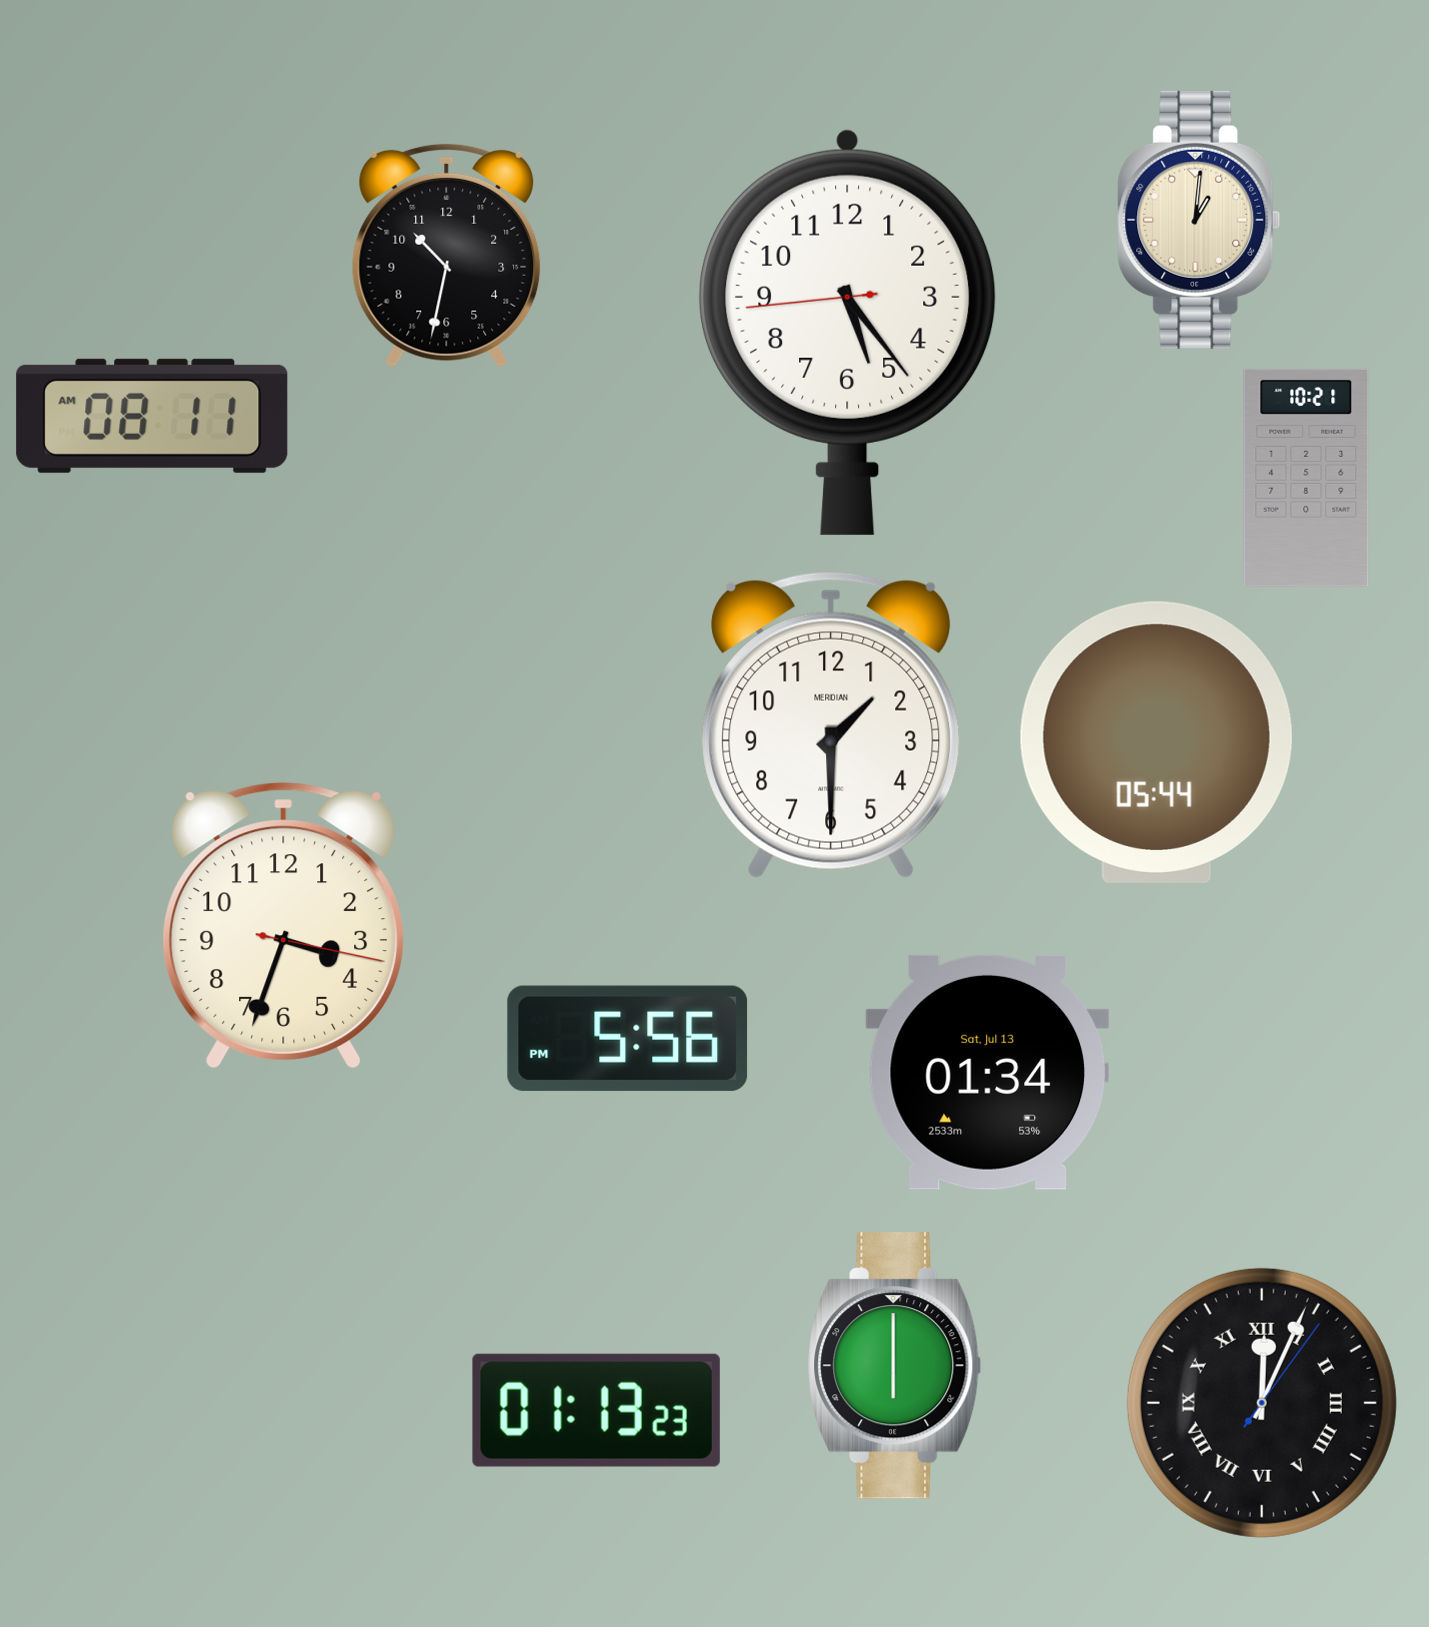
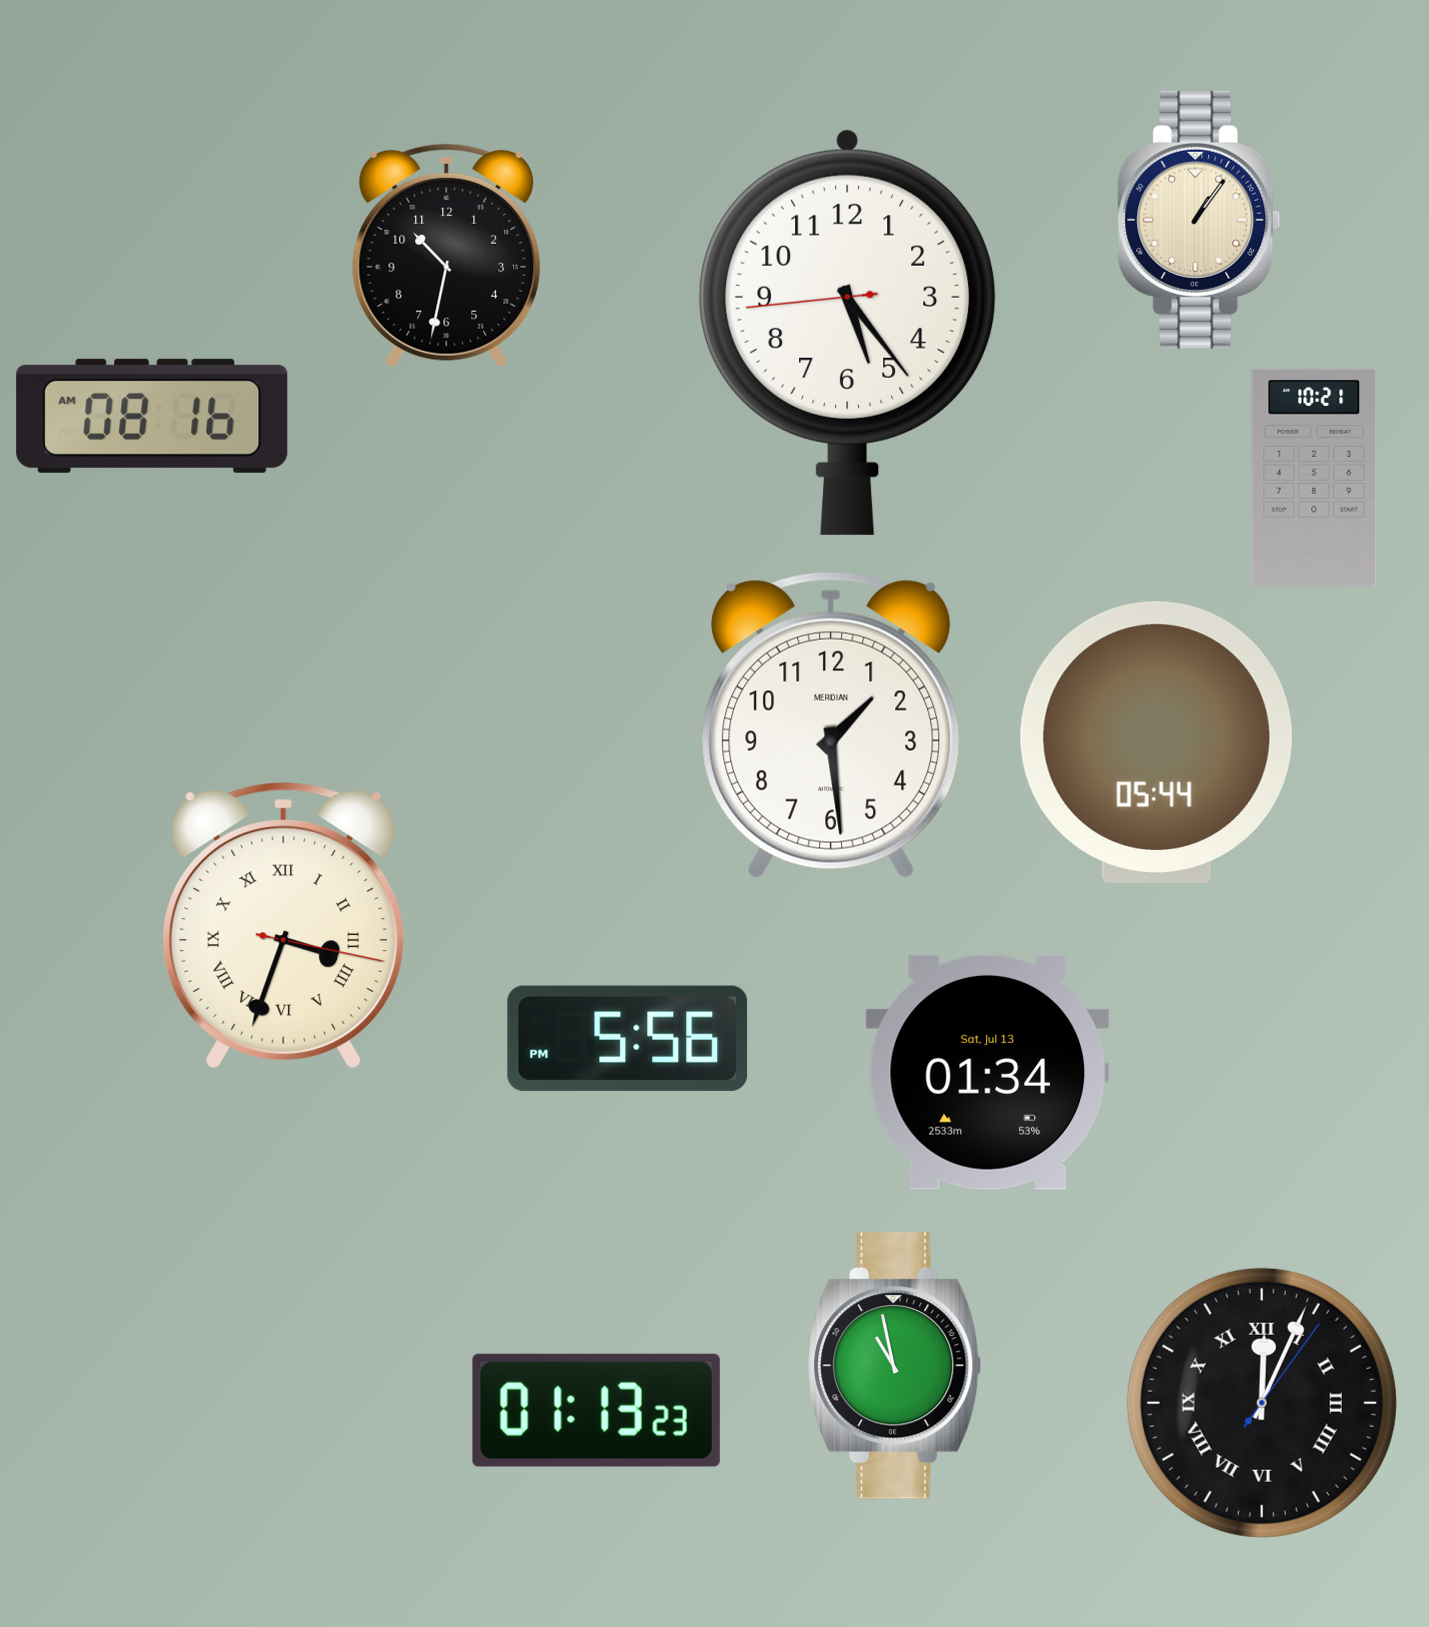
clock at (1199, 220): 1:01 -> 1:06
clock at (152, 416): 08:11 -> 08:16
clock at (1306, 478) position: (1306, 478) -> (1314, 478)
clock at (831, 725): 1:30 -> 1:29
clock at (283, 926) numerals: Arabic -> Roman
clock at (895, 1366): 6:00 -> 10:58
